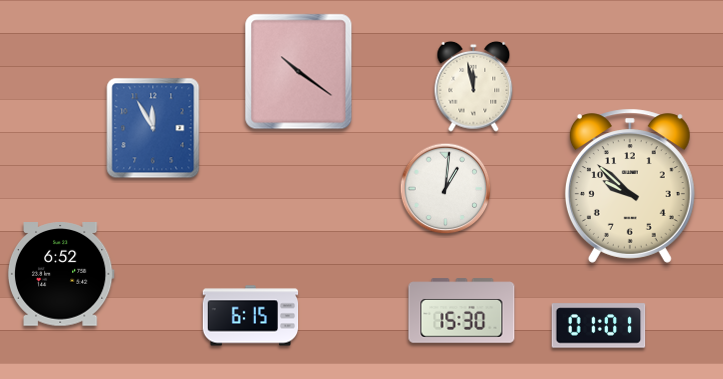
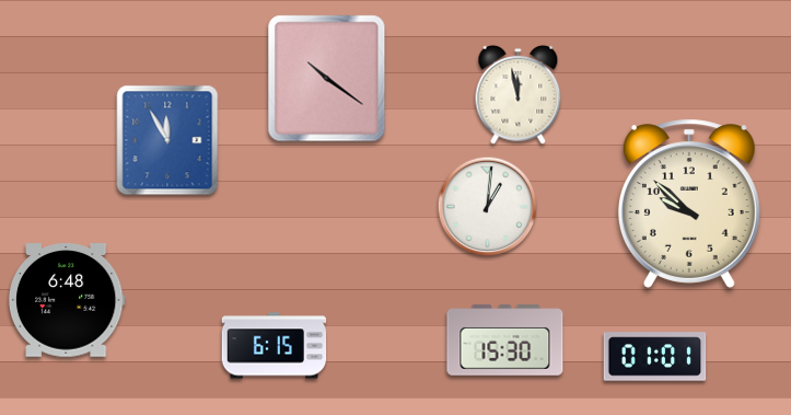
clock at (61, 275): 6:52 -> 6:48
